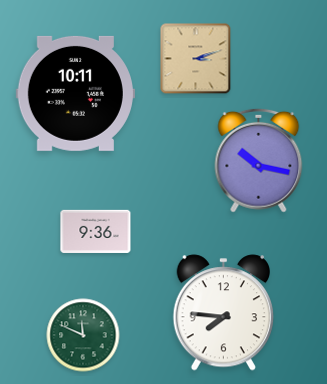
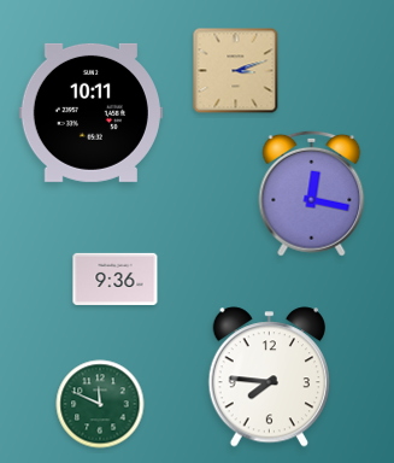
clock at (259, 160): 10:17 -> 12:17
